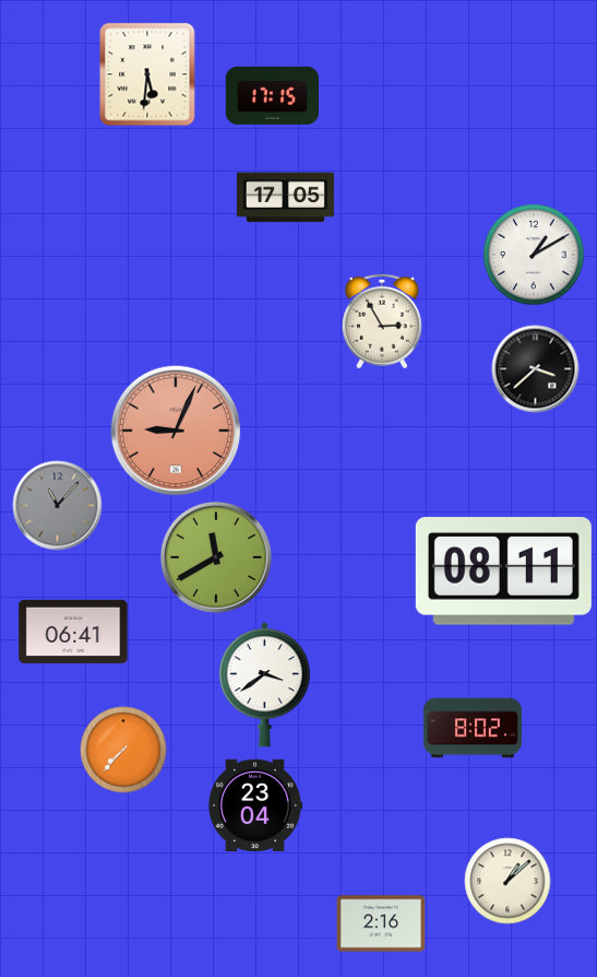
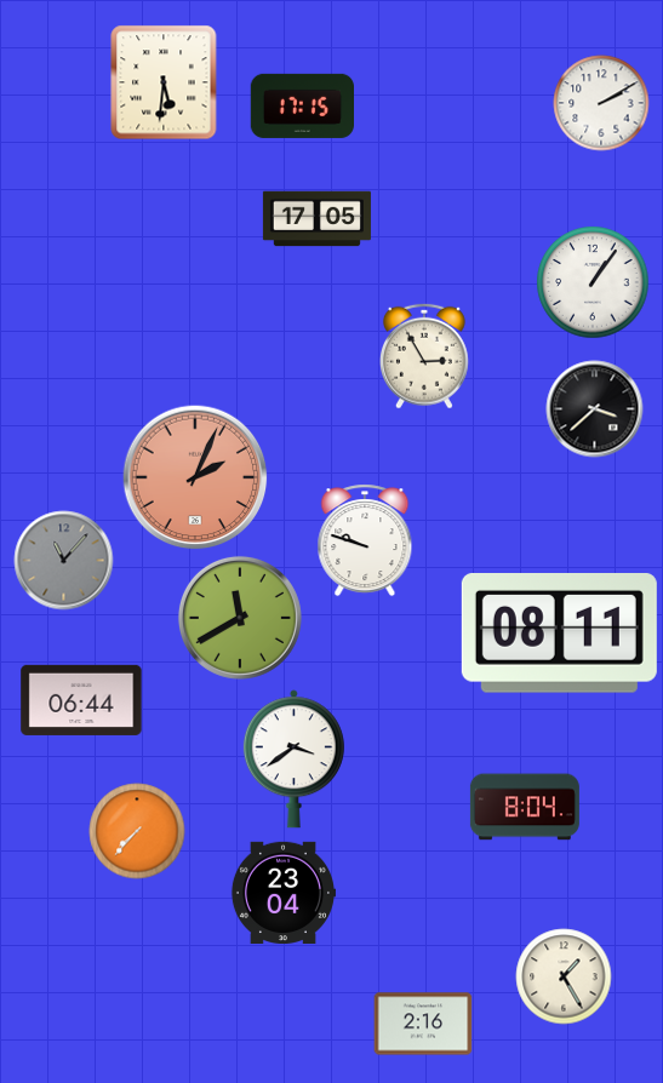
clock at (601, 103): none -> 2:10
clock at (534, 255): 1:10 -> 1:06
clock at (176, 431): 9:04 -> 2:04
clock at (365, 540): none -> 9:48
clock at (73, 632): 06:41 -> 06:44
clock at (473, 728): 8:02 -> 8:04
clock at (508, 881): 1:08 -> 1:25
